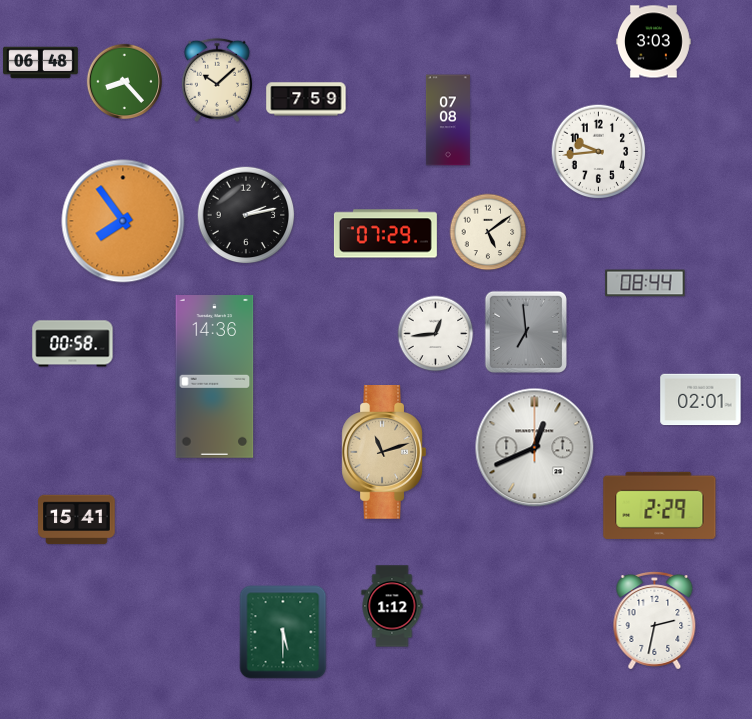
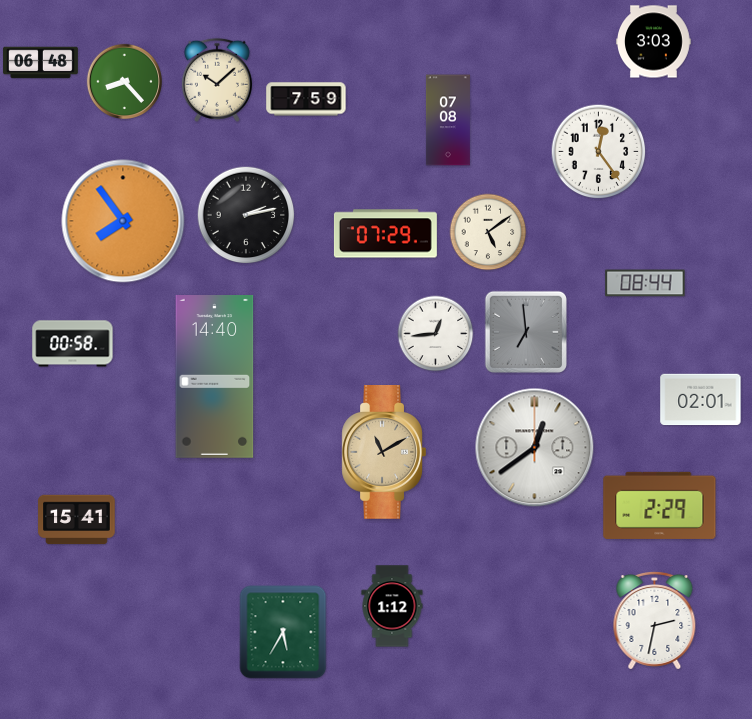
clock at (599, 152): 9:44 -> 12:24
clock at (215, 377): 14:36 -> 14:40
clock at (535, 448): 12:41 -> 12:39
clock at (384, 453): 11:12 -> 11:10
clock at (283, 632): 5:30 -> 5:35
